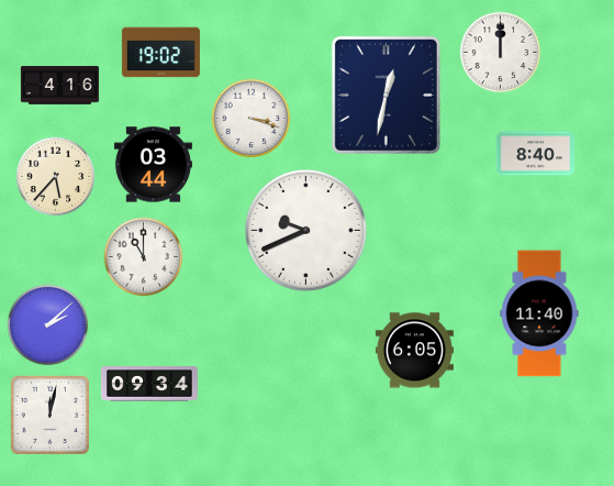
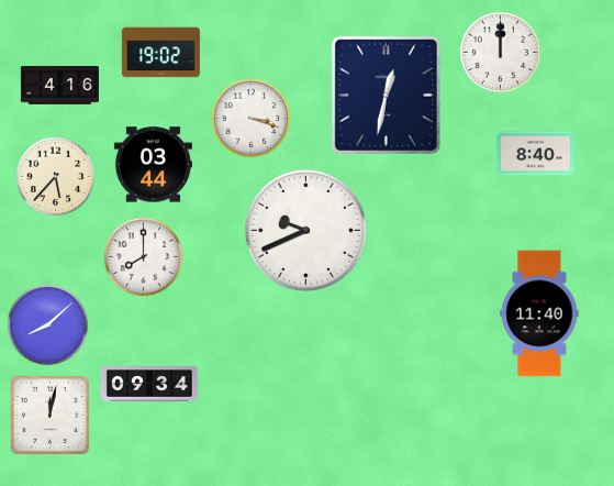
clock at (144, 257): 11:00 -> 8:00
clock at (48, 325): 2:08 -> 8:08
clock at (414, 351): 6:05 -> none
